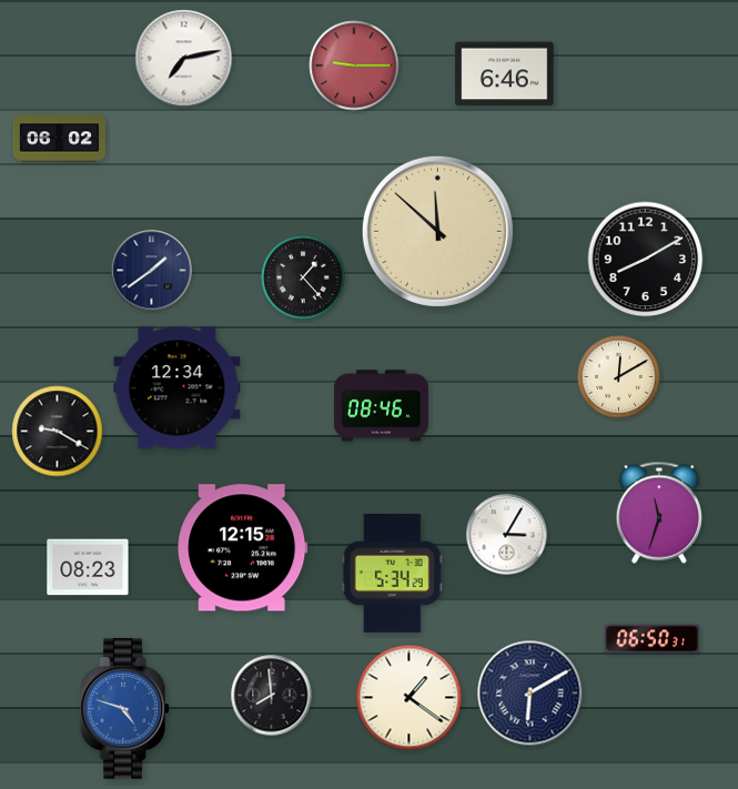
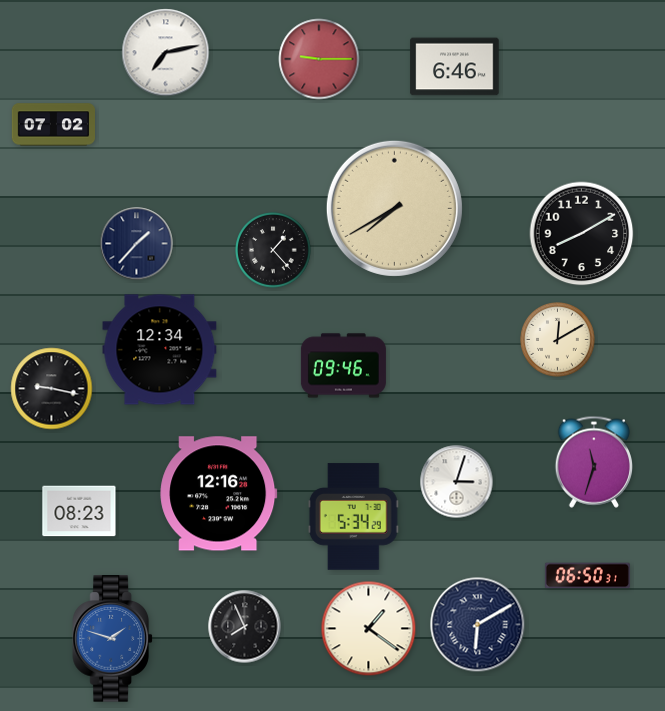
clock at (59, 139): 06:02 -> 07:02
clock at (437, 231): 11:52 -> 7:40
clock at (152, 271): 1:39 -> 1:37
clock at (381, 406): 08:46 -> 09:46
clock at (58, 432): 9:20 -> 9:17
clock at (507, 535): 3:05 -> 3:03
clock at (243, 548): 12:15 -> 12:16
clock at (272, 696): 7:59 -> 7:56
clock at (124, 709): 4:48 -> 1:48
